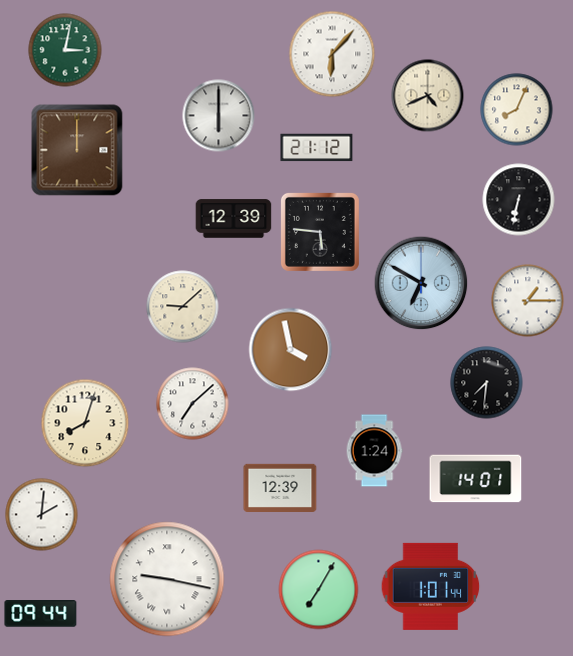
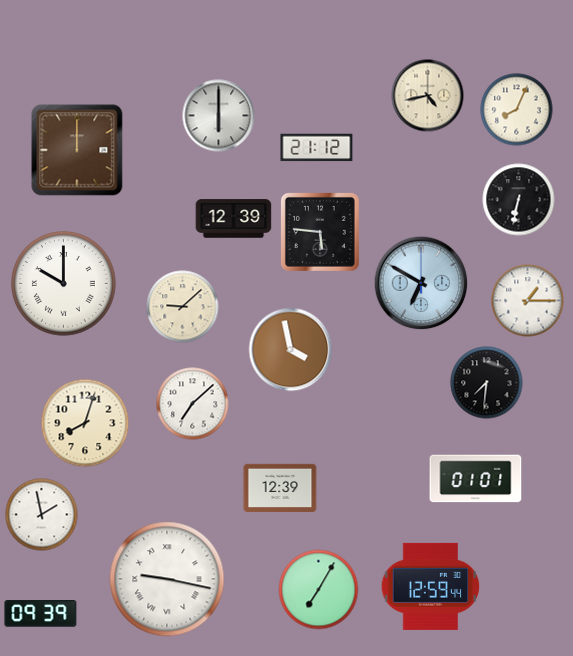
clock at (65, 50): 3:02 -> none
clock at (332, 54): 6:07 -> none
clock at (428, 96): 4:41 -> 4:43
clock at (64, 284): none -> 10:00
clock at (374, 451): 1:24 -> none
clock at (476, 479): 14:01 -> 01:01
clock at (42, 515): 2:01 -> 1:58
clock at (431, 586): 1:01 -> 12:59
clock at (41, 614): 09:44 -> 09:39
